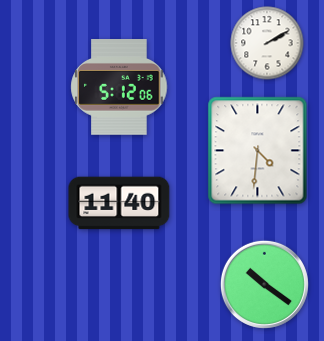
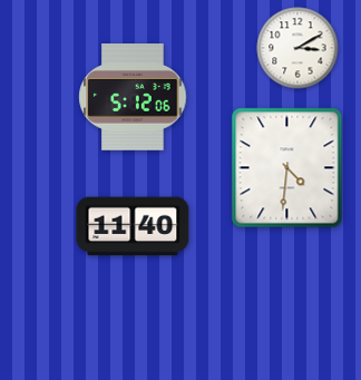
clock at (267, 43): 2:10 -> 3:10
clock at (264, 284): 10:21 -> none
